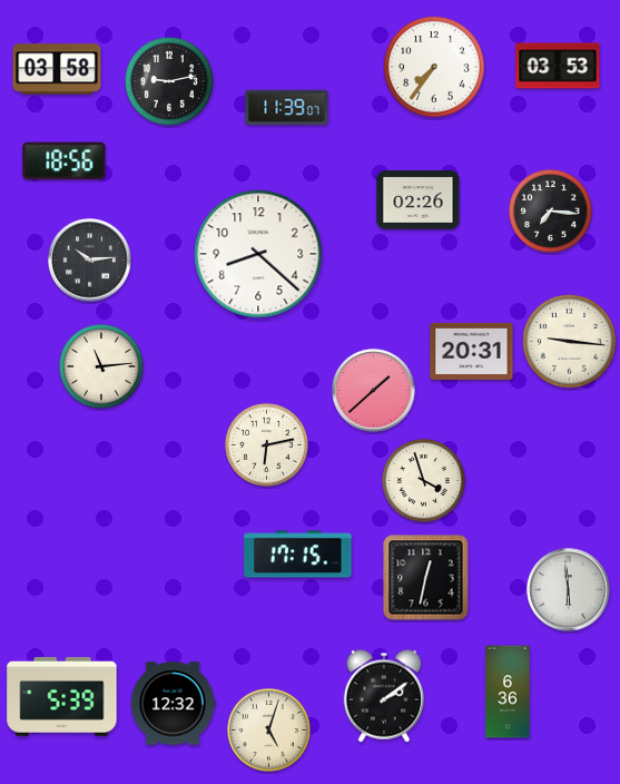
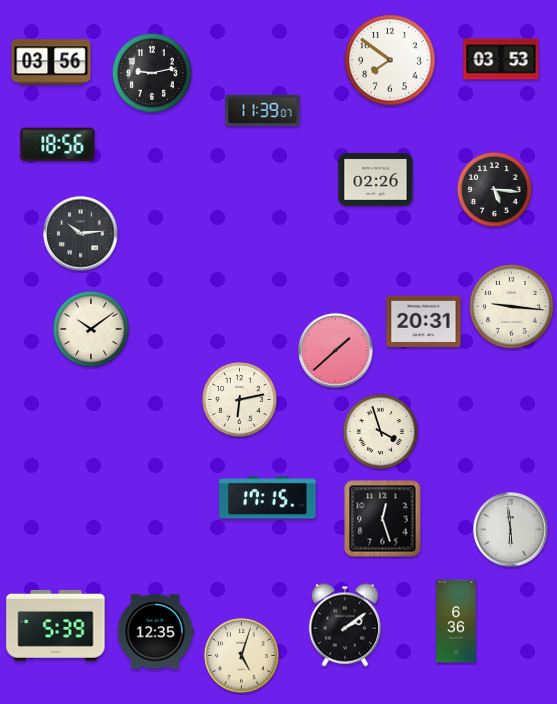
clock at (434, 67): 7:36 -> 7:51
clock at (57, 69): 03:58 -> 03:56
clock at (287, 108) position: (287, 108) -> (263, 111)
clock at (550, 210): 7:16 -> 5:16
clock at (258, 254): 8:22 -> none
clock at (472, 351) position: (472, 351) -> (424, 321)
clock at (101, 366): 11:14 -> 10:09
clock at (426, 578): 12:32 -> 12:27
clock at (173, 704): 12:32 -> 12:35
